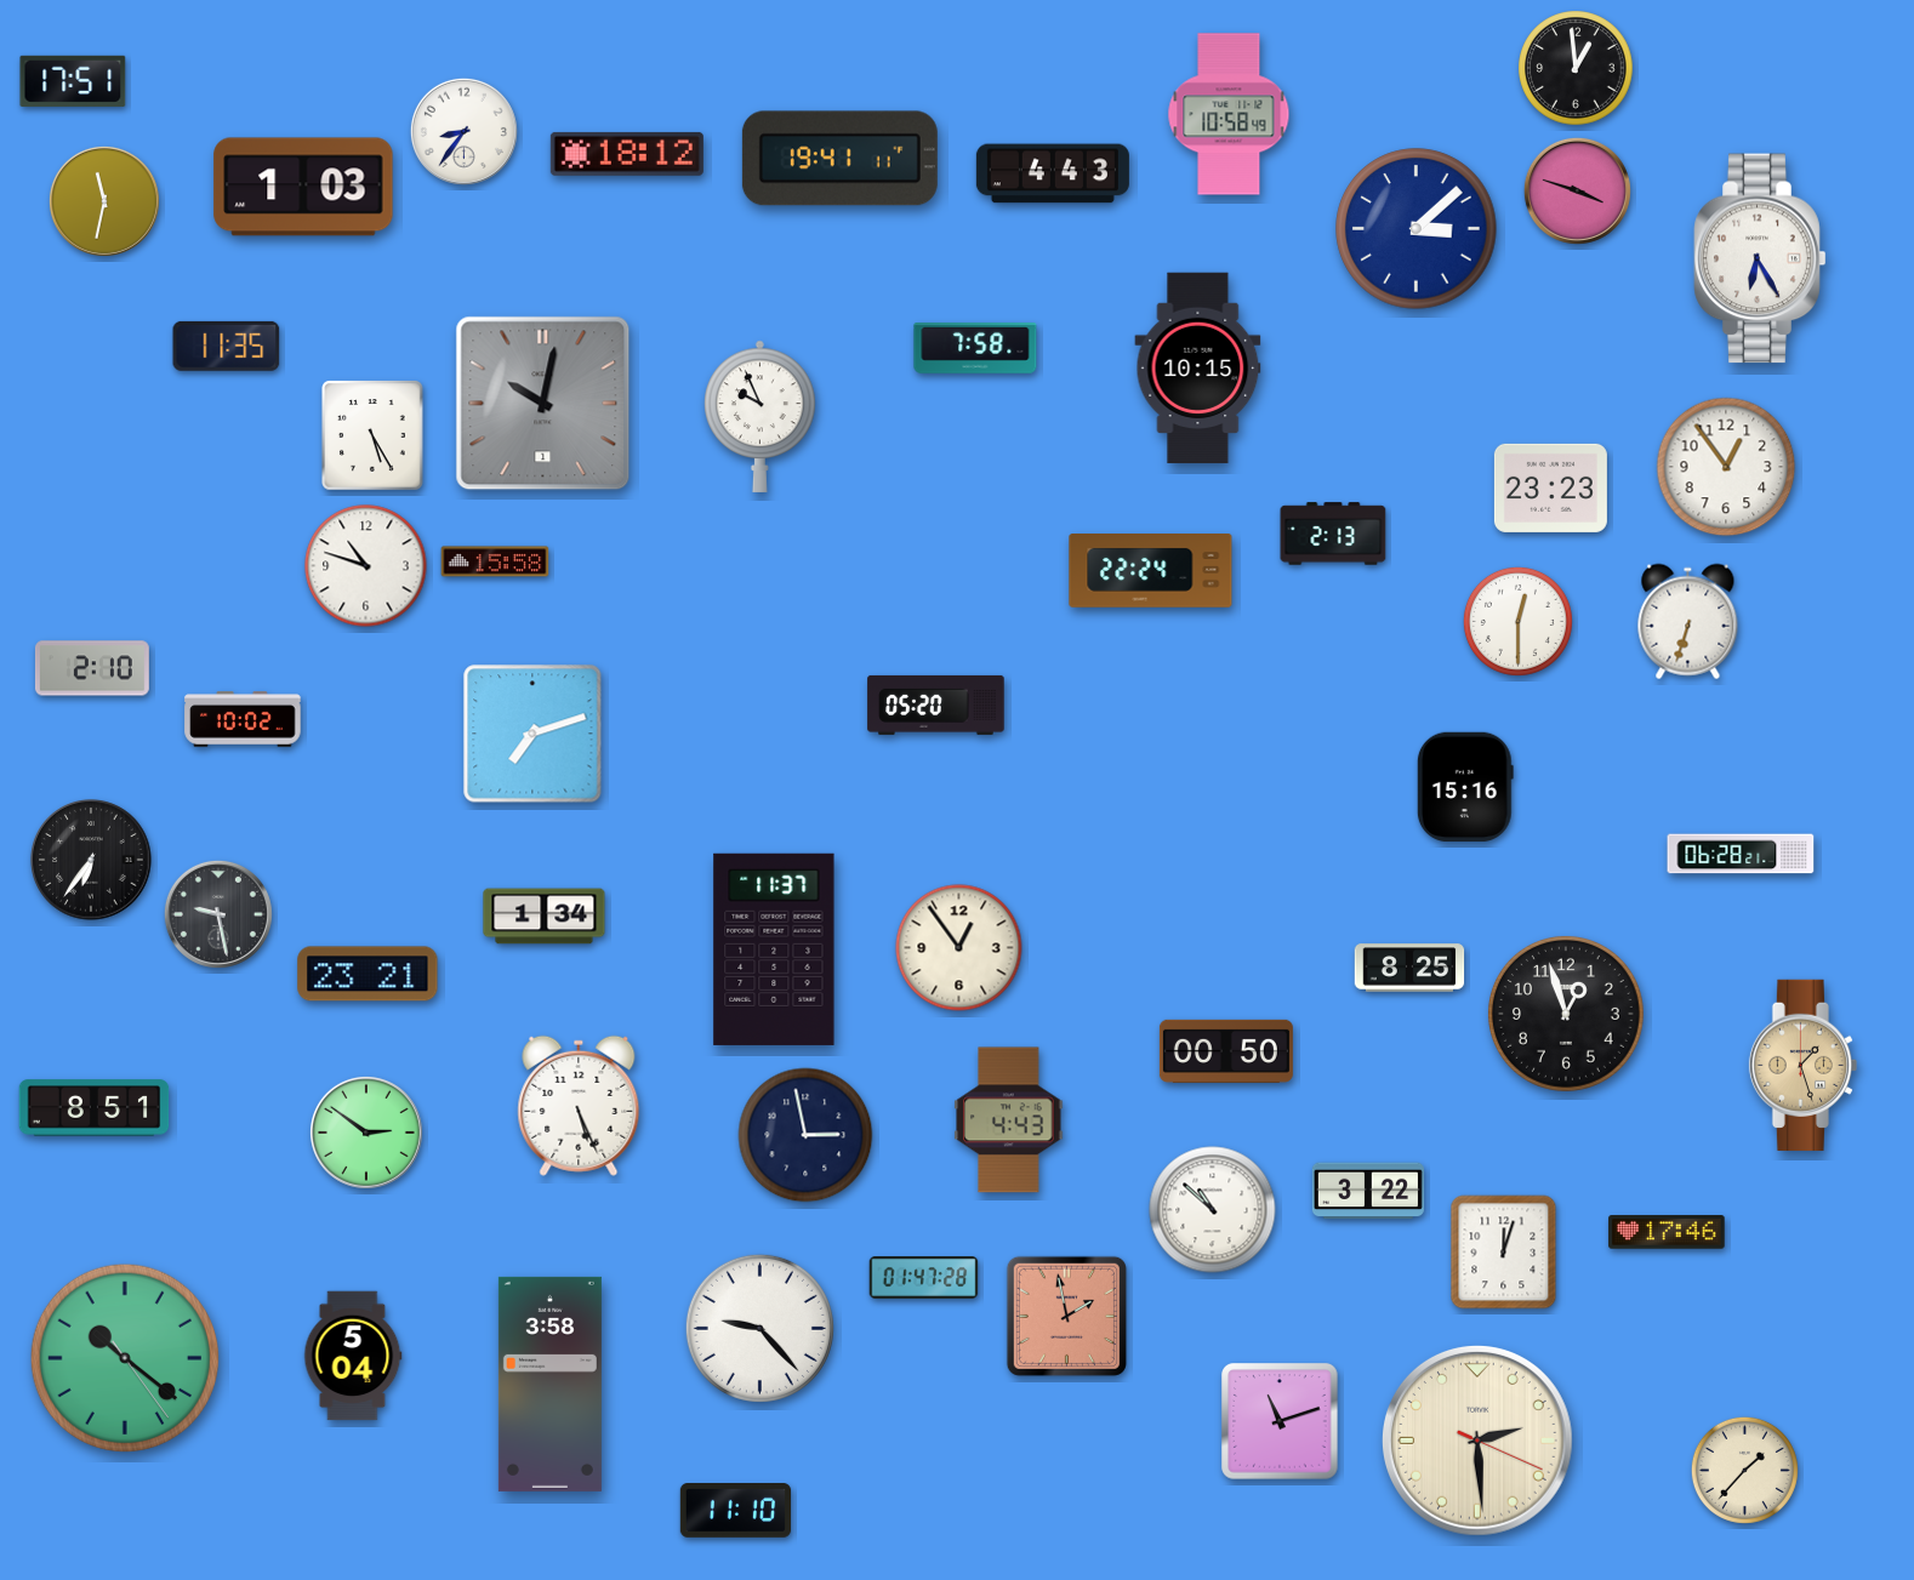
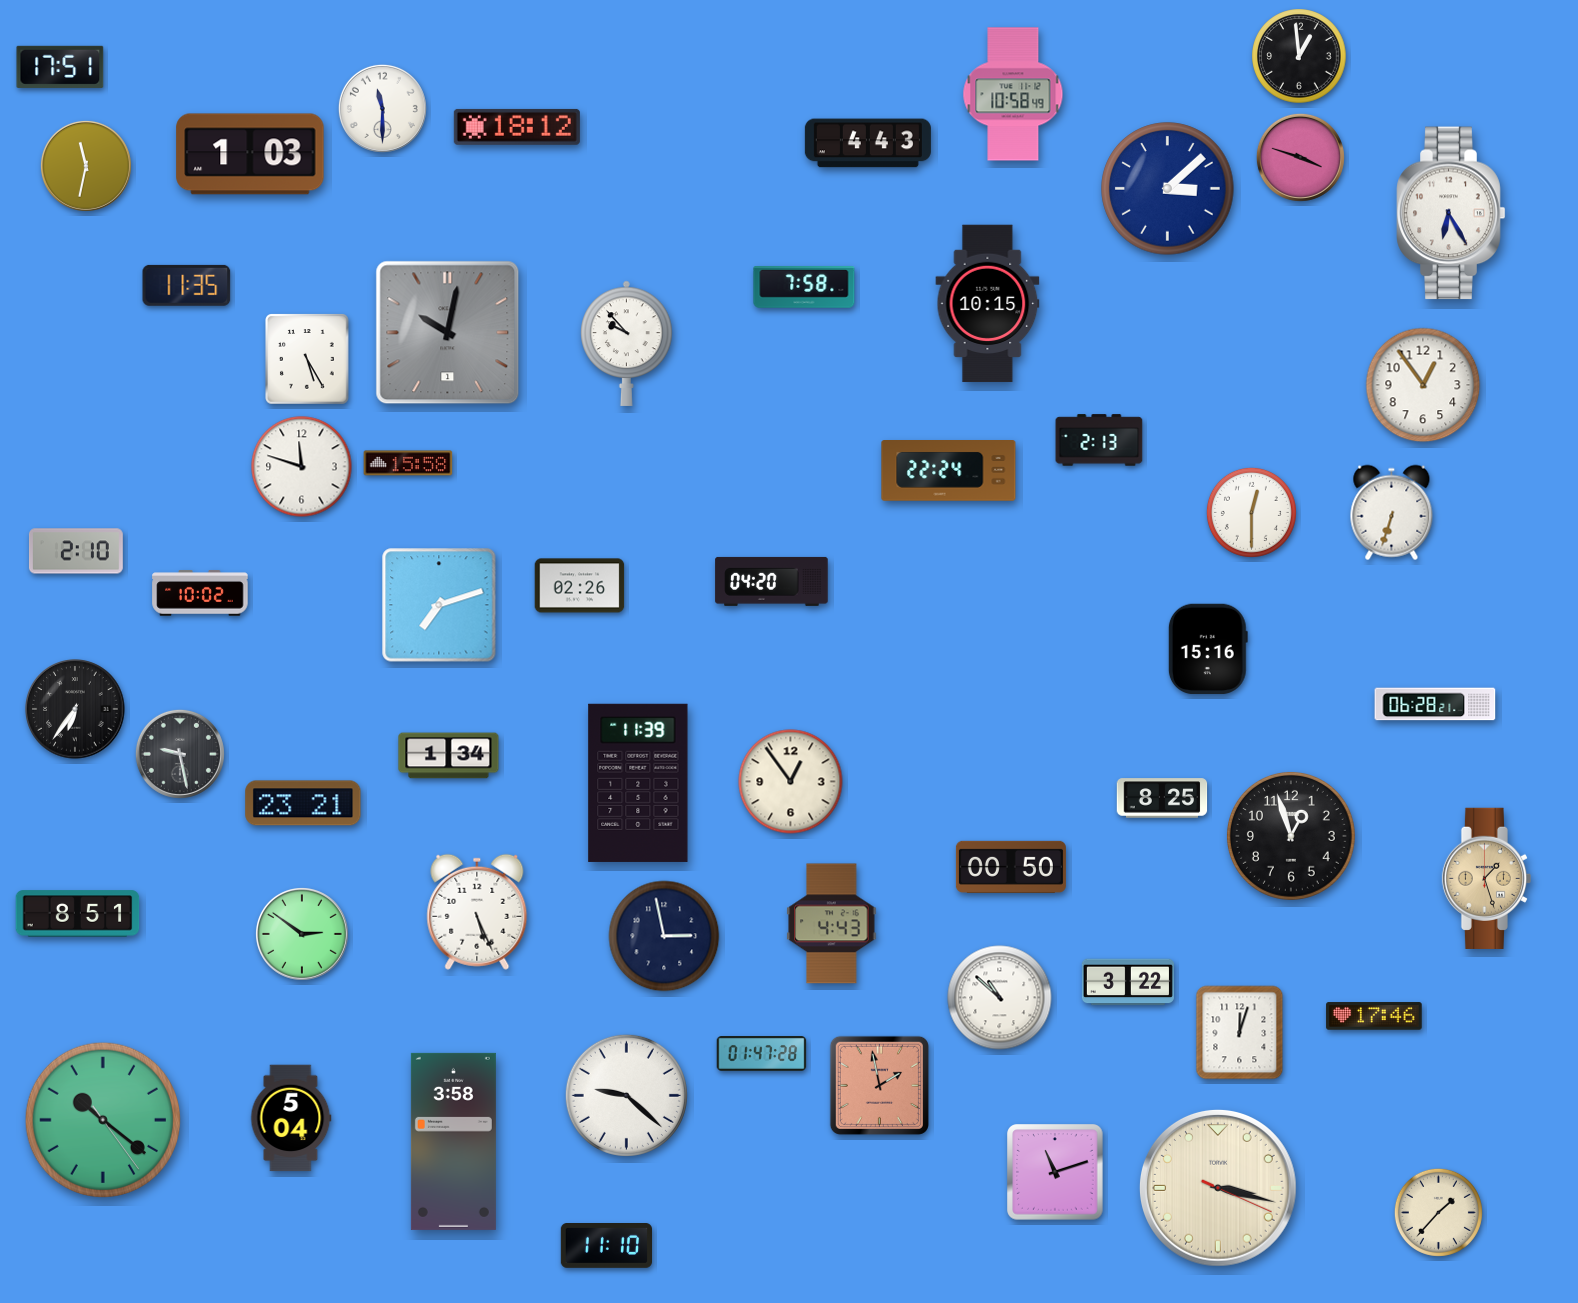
clock at (463, 131): 8:36 -> 11:30
clock at (839, 159): 19:41 -> none
clock at (761, 416): 9:56 -> 9:53
clock at (1550, 487): 23:23 -> none
clock at (366, 566): 10:48 -> 11:48
clock at (936, 705): 05:20 -> 04:20
clock at (580, 586): none -> 02:26
clock at (774, 949): 11:37 -> 11:39
clock at (759, 1328): 9:23 -> 9:22
clock at (1477, 1441): 2:29 -> 3:17
